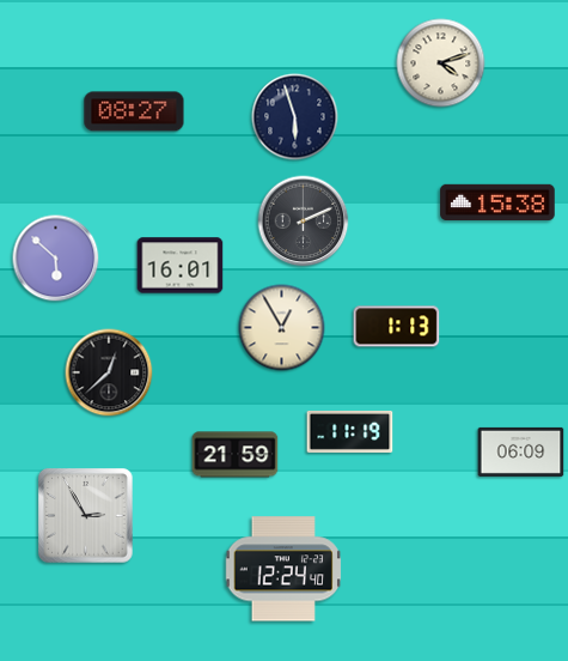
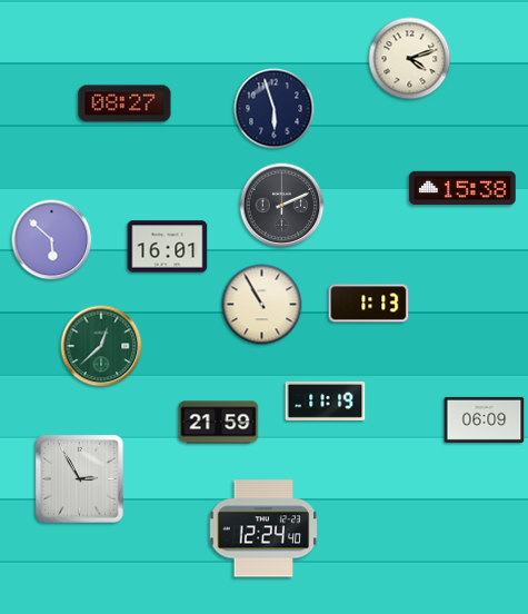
clock at (282, 328): 12:55 -> 10:55
clock at (109, 372) dial: black -> green
